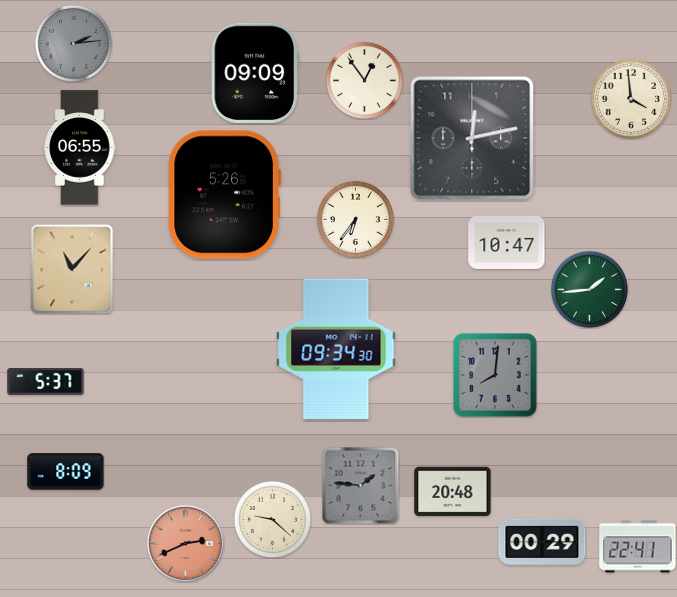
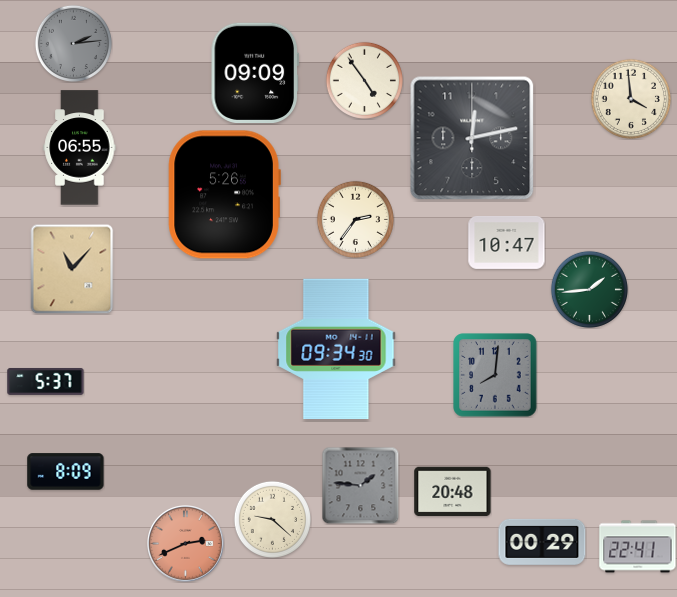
clock at (364, 80): 12:54 -> 4:54
clock at (355, 219): 6:36 -> 2:36
